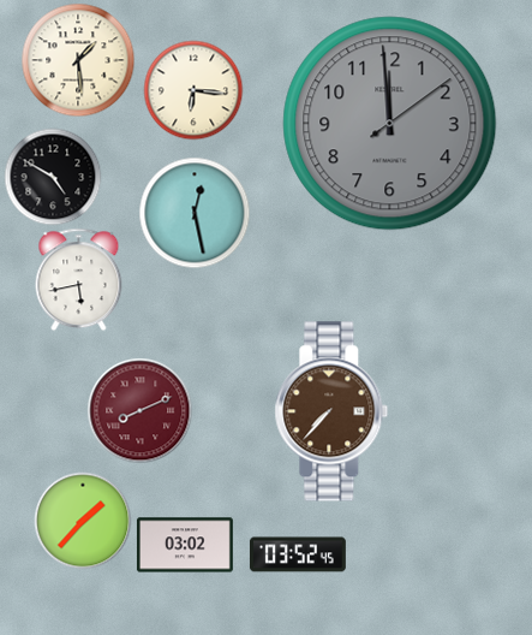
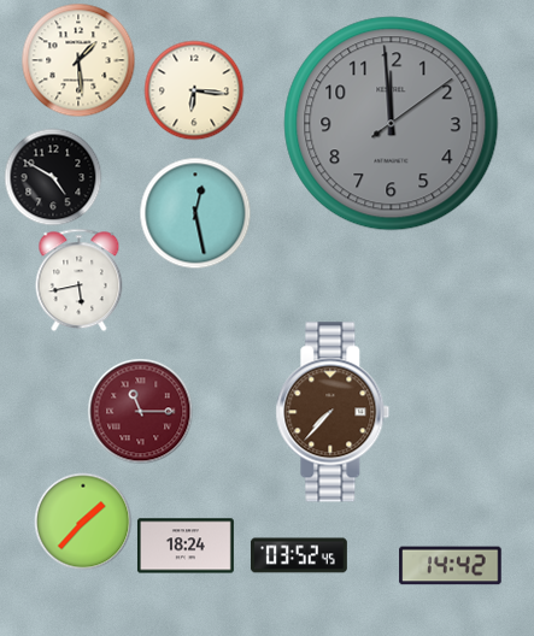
clock at (139, 410): 8:11 -> 11:15
clock at (185, 545): 03:02 -> 18:24
clock at (451, 566): none -> 14:42
